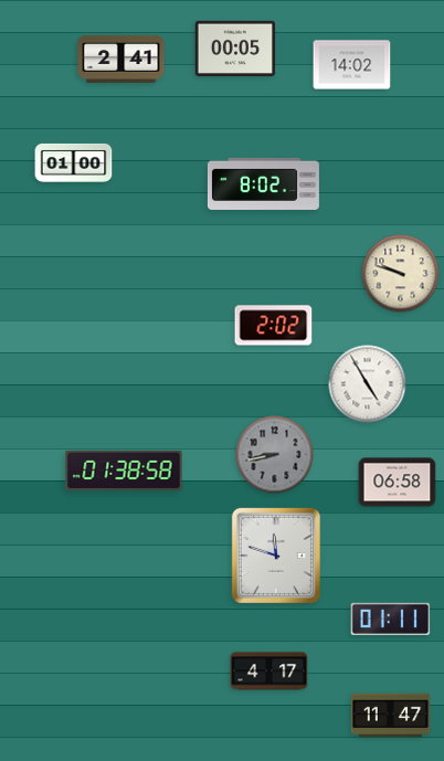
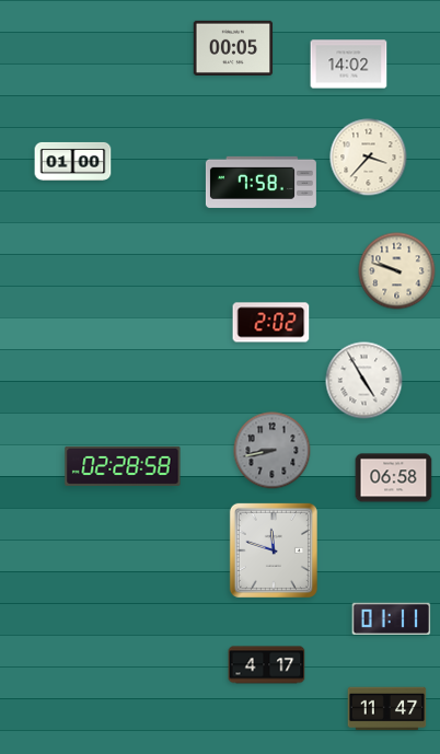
clock at (121, 59): 2:41 -> none
clock at (369, 158): none -> 3:37
clock at (263, 183): 8:02 -> 7:58
clock at (124, 471): 01:38 -> 02:28
clock at (391, 619) position: (391, 619) -> (392, 618)
